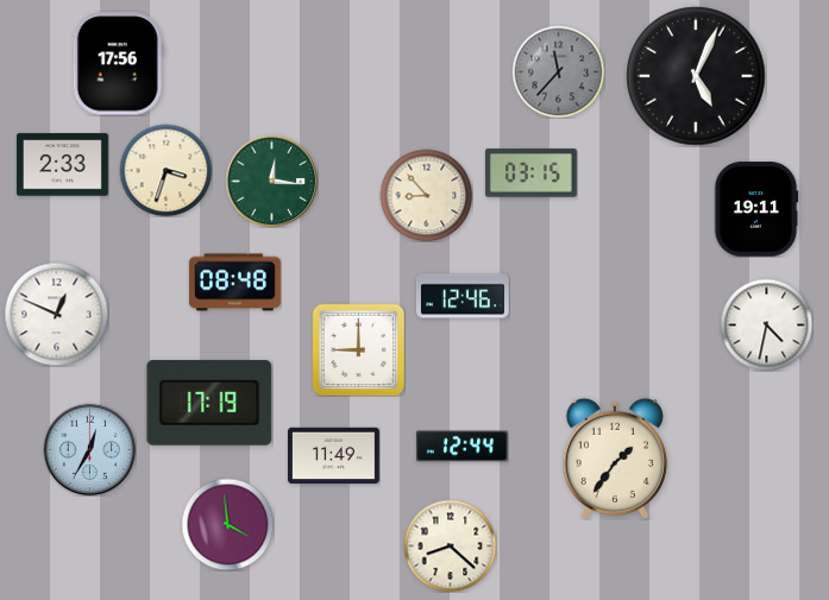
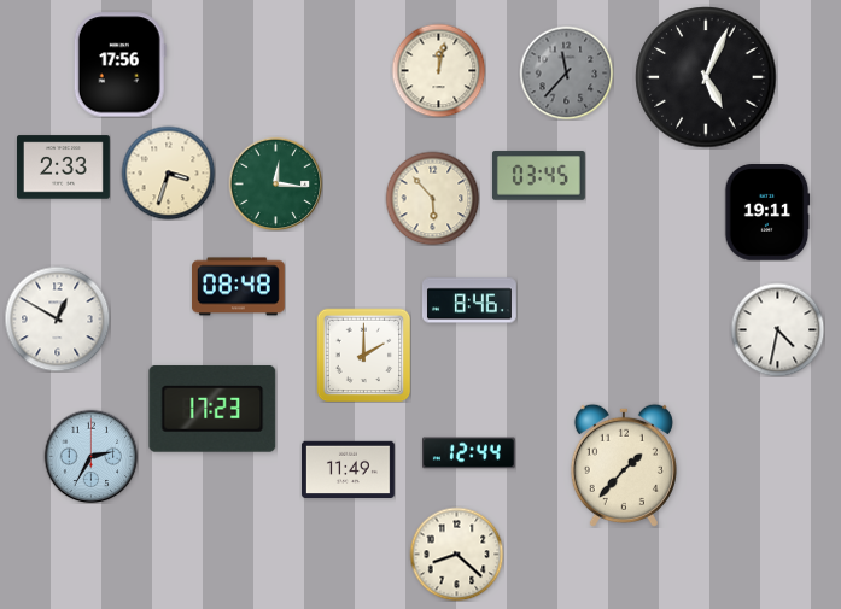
clock at (438, 70): none -> 12:02
clock at (530, 173): 03:15 -> 03:45
clock at (426, 195): 8:53 -> 5:53
clock at (464, 296): 12:46 -> 8:46
clock at (56, 314): 12:49 -> 12:50
clock at (358, 349): 9:00 -> 2:00
clock at (209, 403): 17:19 -> 17:23
clock at (89, 449): 12:35 -> 2:35
clock at (333, 455) position: (333, 455) -> (348, 469)
clock at (615, 459): 1:36 -> 1:37
clock at (227, 524): 3:59 -> none
